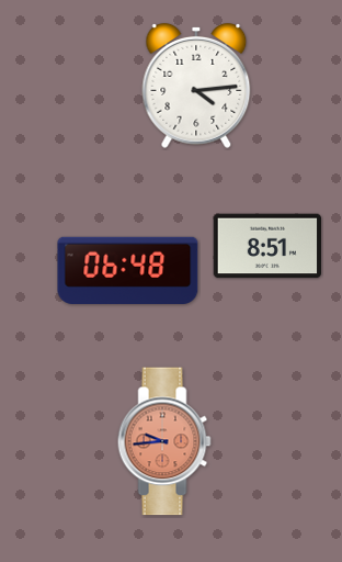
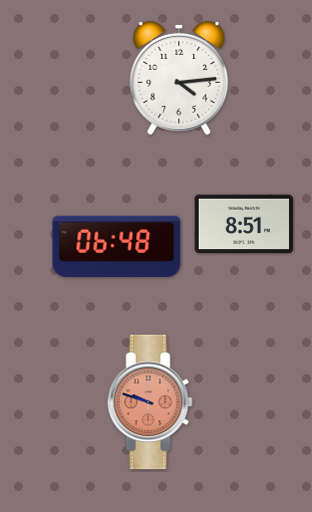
clock at (164, 441): 9:44 -> 9:48
